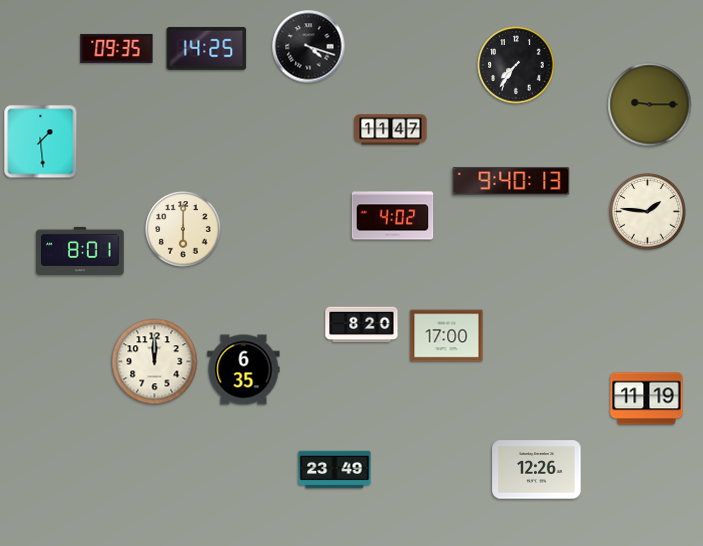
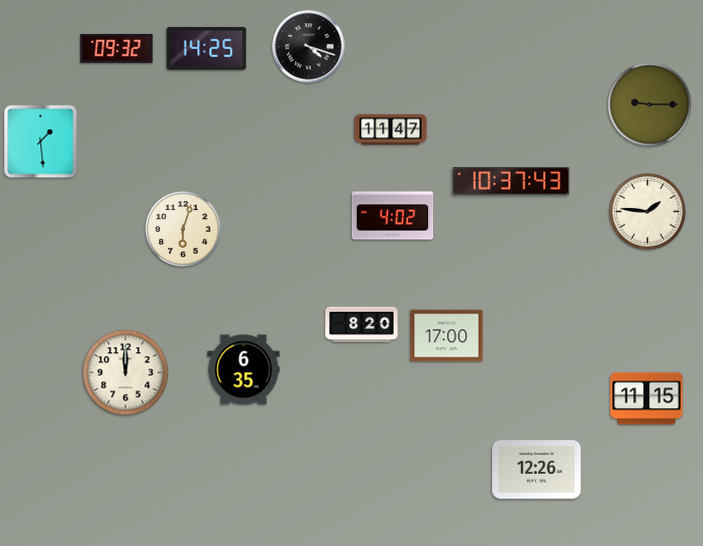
clock at (117, 48): 09:35 -> 09:32
clock at (516, 65): 7:36 -> none
clock at (511, 181): 9:40 -> 10:37
clock at (183, 229): 6:00 -> 6:03
clock at (80, 251): 8:01 -> none
clock at (155, 362) position: (155, 362) -> (126, 373)
clock at (647, 399): 11:19 -> 11:15
clock at (335, 470): 23:49 -> none
